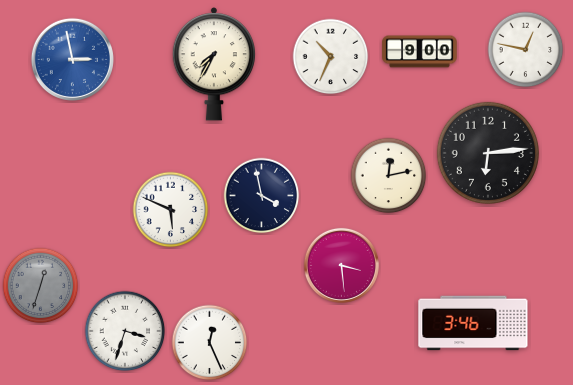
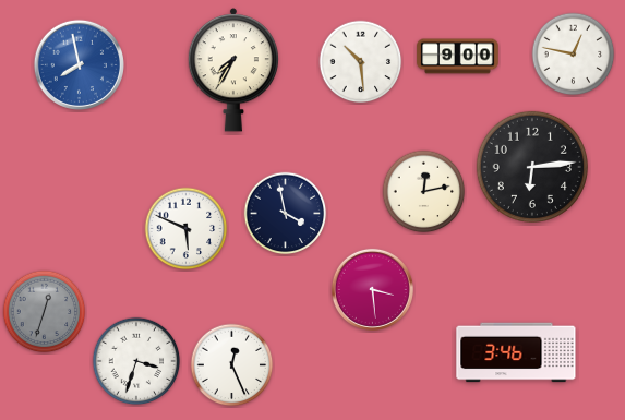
clock at (331, 57): 10:34 -> 10:29
clock at (72, 59): 2:58 -> 7:58
clock at (210, 343) position: (210, 343) -> (232, 365)
